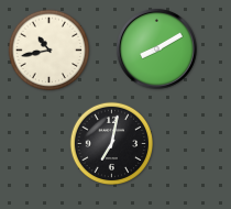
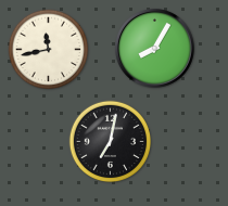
clock at (156, 48): 8:10 -> 8:05
clock at (50, 51): 10:43 -> 11:43
